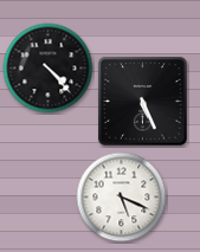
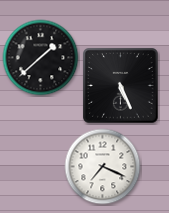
clock at (49, 69): 4:23 -> 1:38
clock at (122, 198): 5:19 -> 7:19
